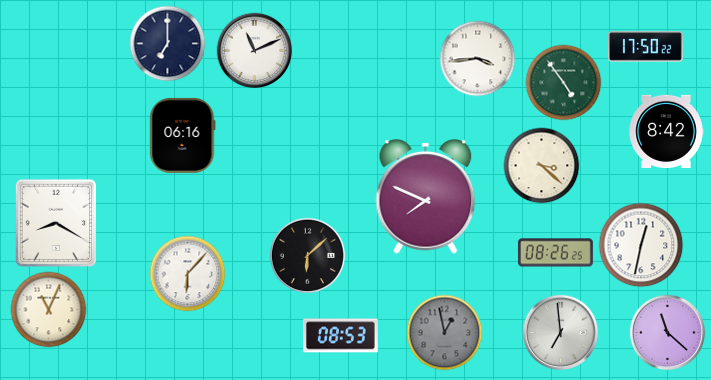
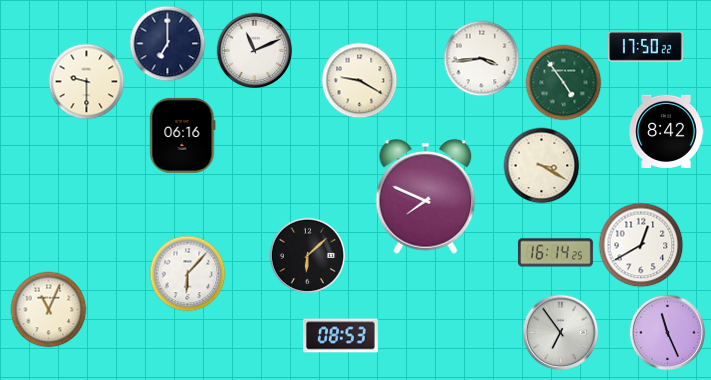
clock at (478, 59) position: (478, 59) -> (482, 59)
clock at (360, 81): none -> 9:20
clock at (87, 82): none -> 9:30
clock at (542, 166): 3:22 -> 3:20
clock at (56, 223): 8:20 -> none
clock at (641, 245): 12:32 -> 12:40
clock at (555, 253): 08:26 -> 16:14
clock at (445, 333): 12:58 -> none
clock at (561, 333): 6:59 -> 6:54
clock at (668, 333): 11:22 -> 11:26
